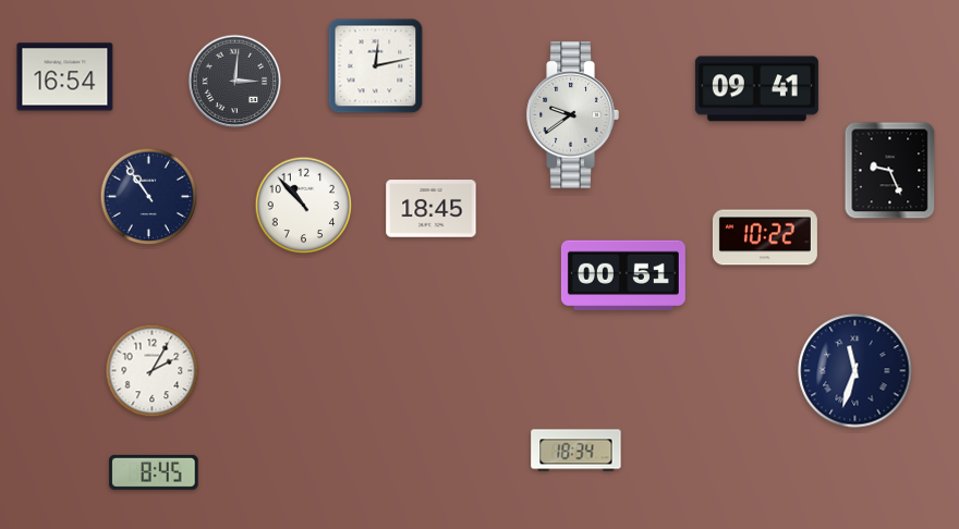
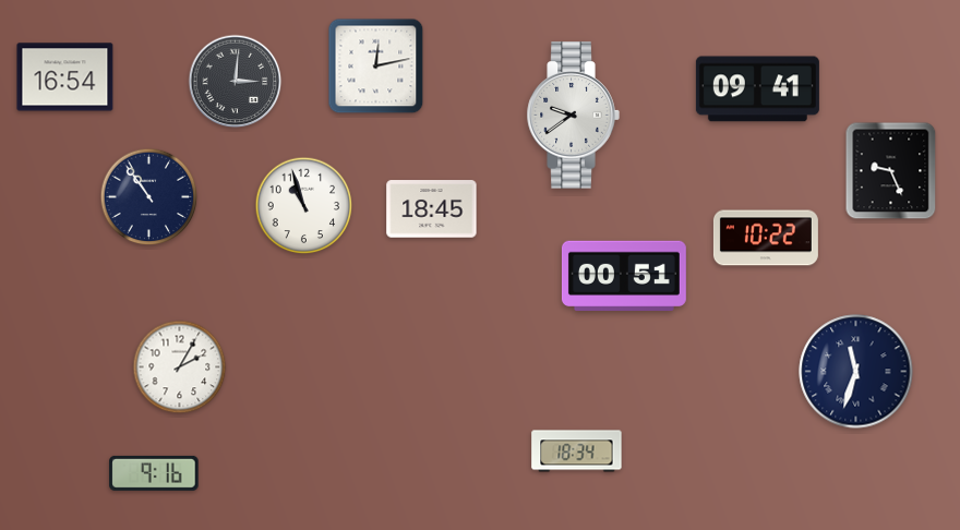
clock at (304, 206): 10:53 -> 10:57
clock at (153, 371) position: (153, 371) -> (180, 368)
clock at (154, 472): 8:45 -> 9:16
